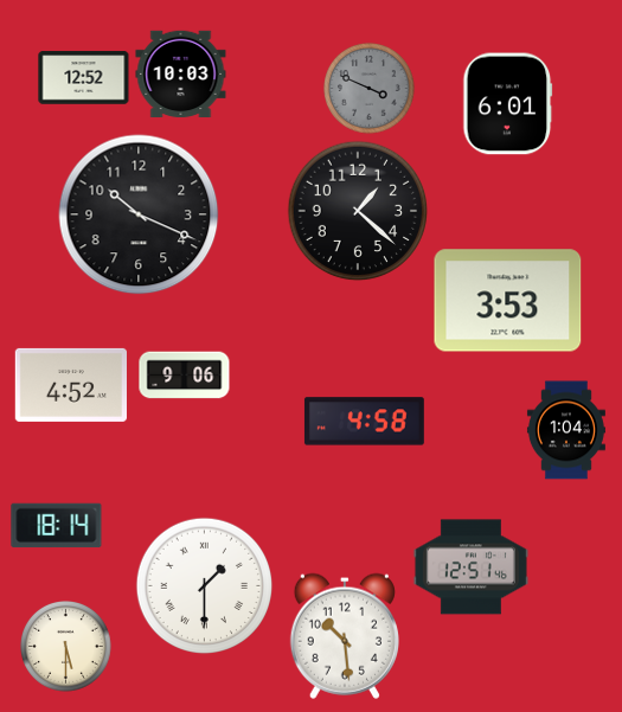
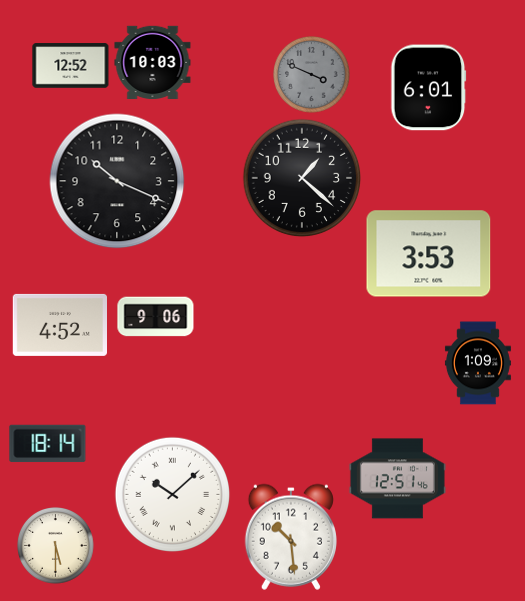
clock at (364, 422): 4:58 -> none
clock at (566, 430): 1:04 -> 1:09
clock at (205, 586): 1:30 -> 10:08
